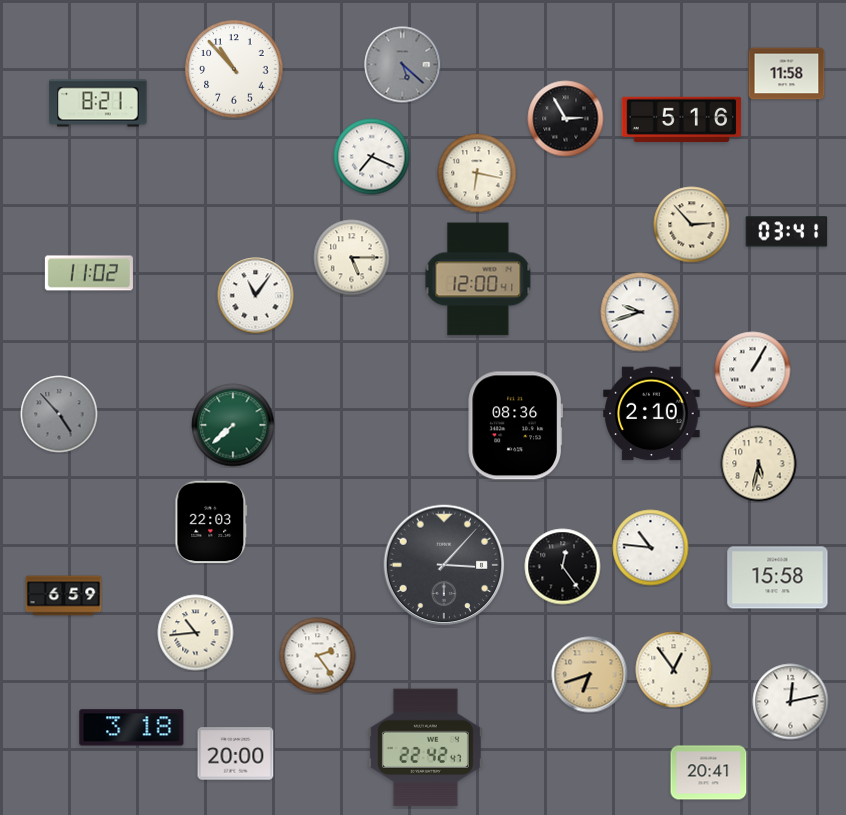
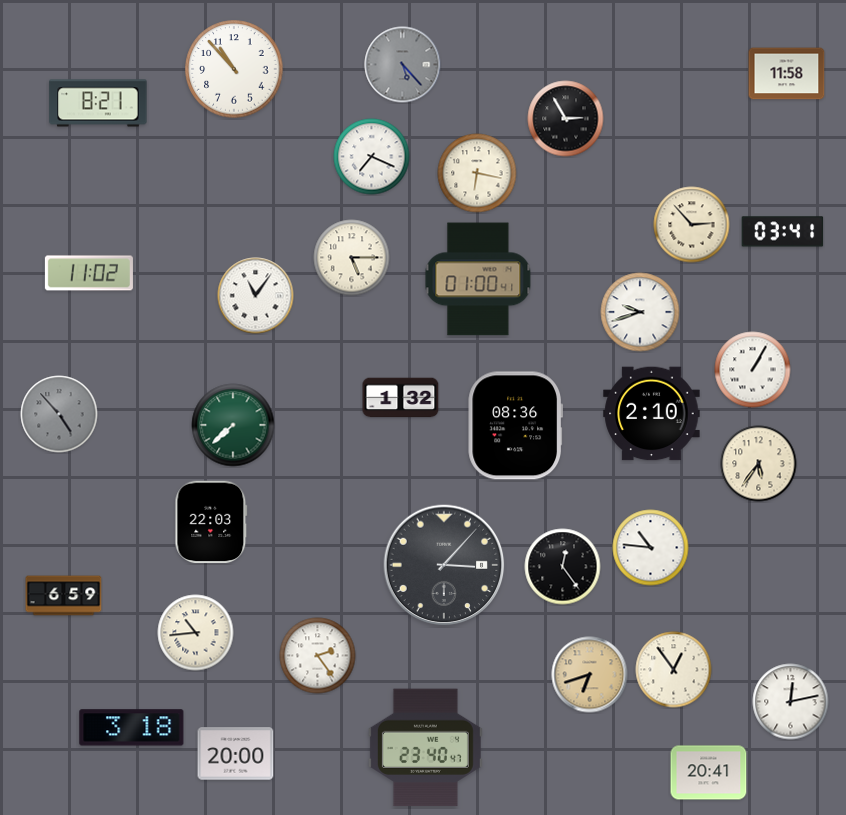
clock at (403, 65): 5:22 -> 5:23
clock at (682, 120): 5:16 -> none
clock at (787, 232) position: (787, 232) -> (783, 232)
clock at (478, 279): 12:00 -> 01:00
clock at (401, 398): none -> 1:32
clock at (759, 464): 5:32 -> 5:36
clock at (778, 578): 15:58 -> none
clock at (425, 748): 22:42 -> 23:40
